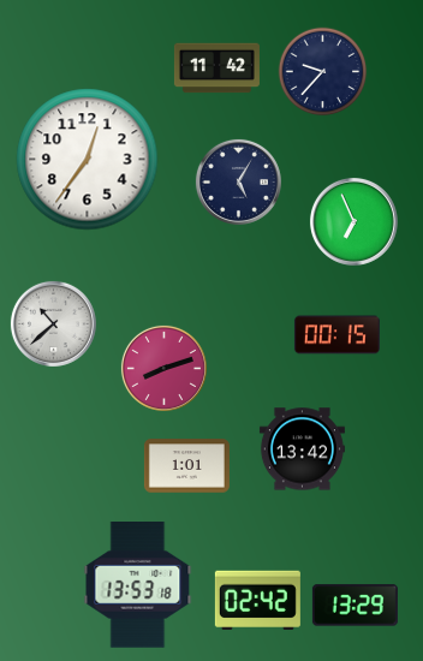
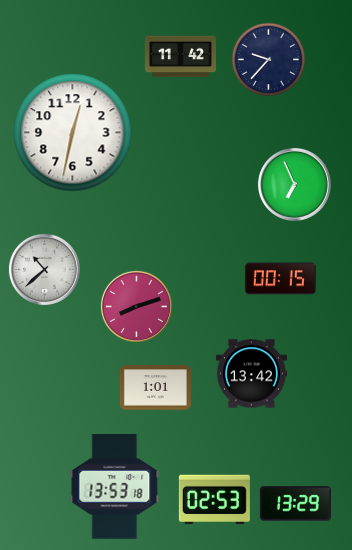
clock at (88, 160): 12:36 -> 12:32
clock at (238, 181): 5:05 -> none
clock at (257, 600): 02:42 -> 02:53
